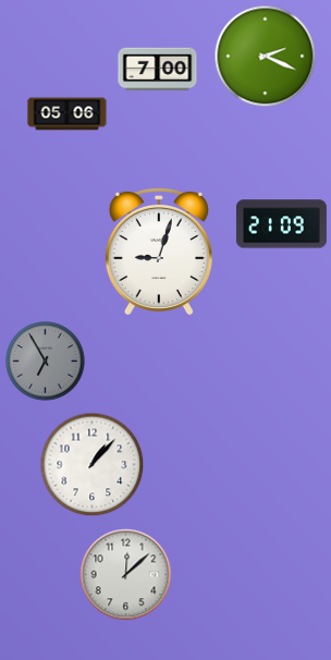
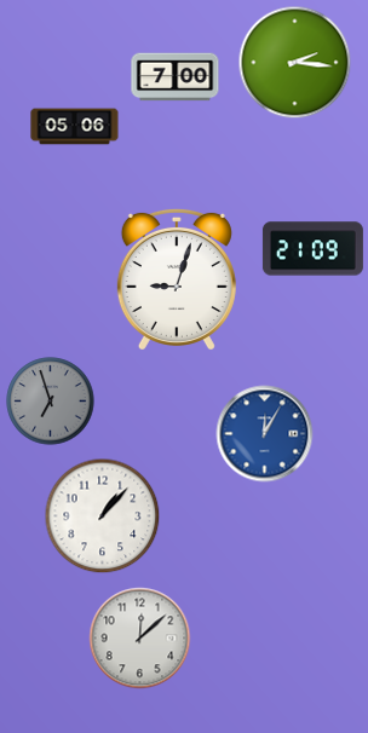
clock at (266, 57): 2:19 -> 2:16
clock at (46, 362): 6:55 -> 6:57
clock at (265, 434): none -> 12:05
